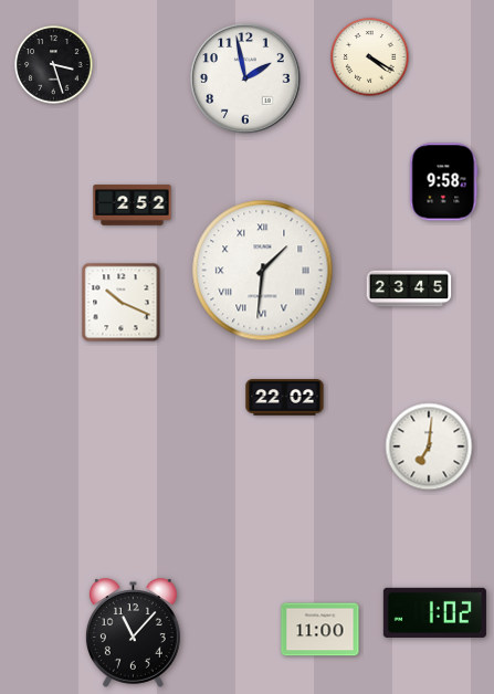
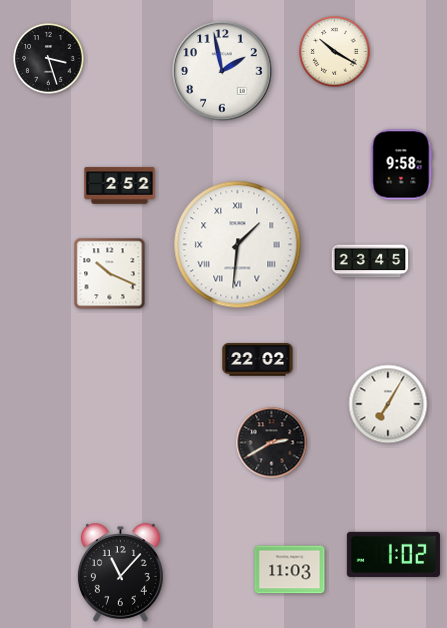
clock at (370, 57): 4:20 -> 10:20
clock at (429, 446): 7:01 -> 7:05
clock at (272, 443): none -> 2:40
clock at (320, 630): 11:00 -> 11:03
